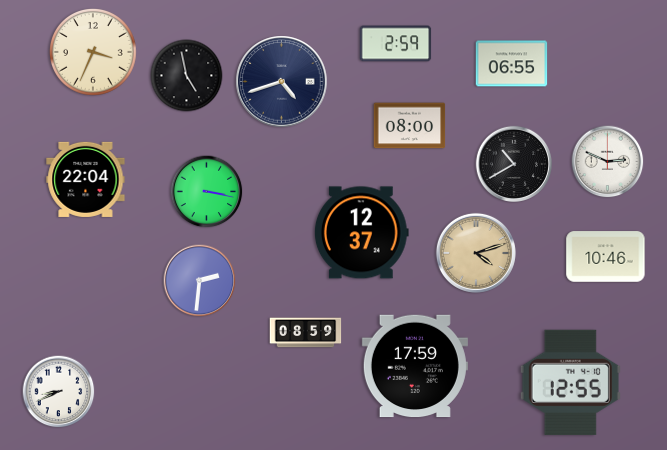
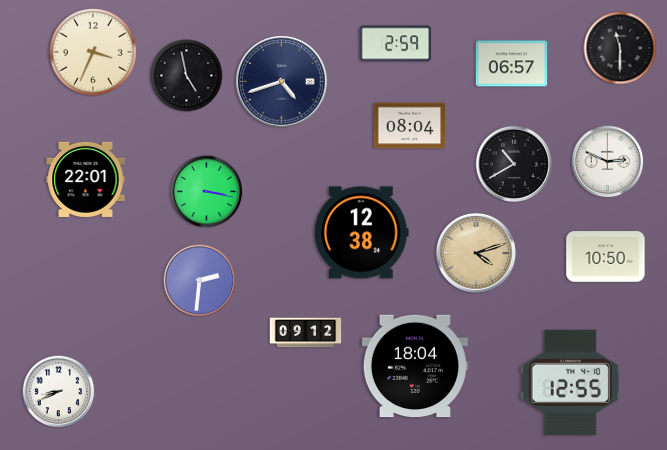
clock at (620, 48): none -> 11:30
clock at (512, 64): 06:55 -> 06:57
clock at (410, 126): 08:00 -> 08:04
clock at (86, 179): 22:04 -> 22:01
clock at (361, 233): 12:37 -> 12:38
clock at (606, 257): 10:46 -> 10:50
clock at (306, 333): 08:59 -> 09:12
clock at (415, 366): 17:59 -> 18:04
